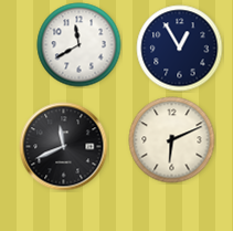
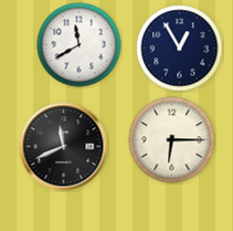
clock at (172, 140): 6:11 -> 6:15
